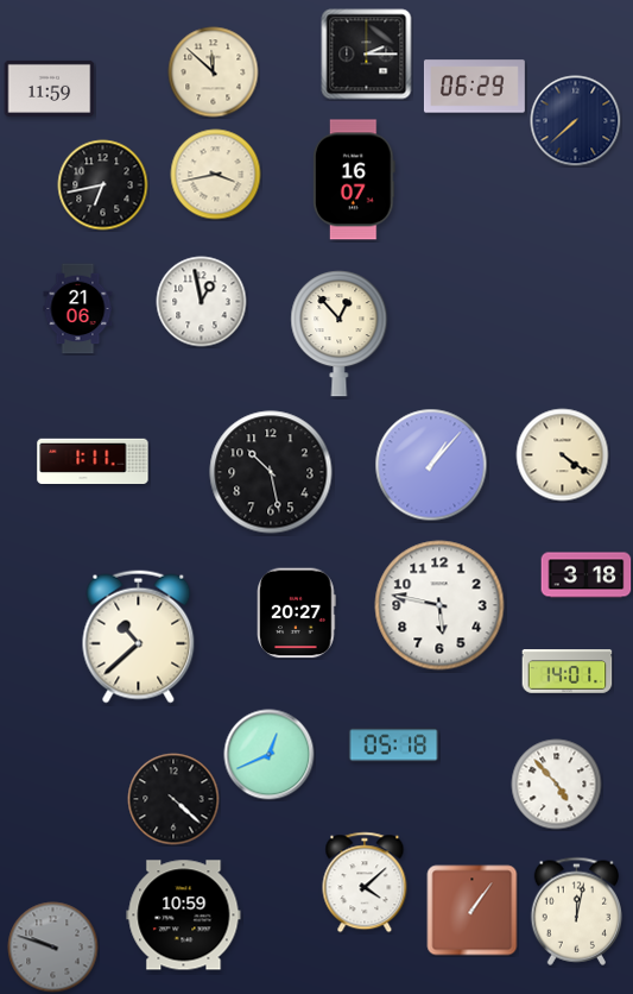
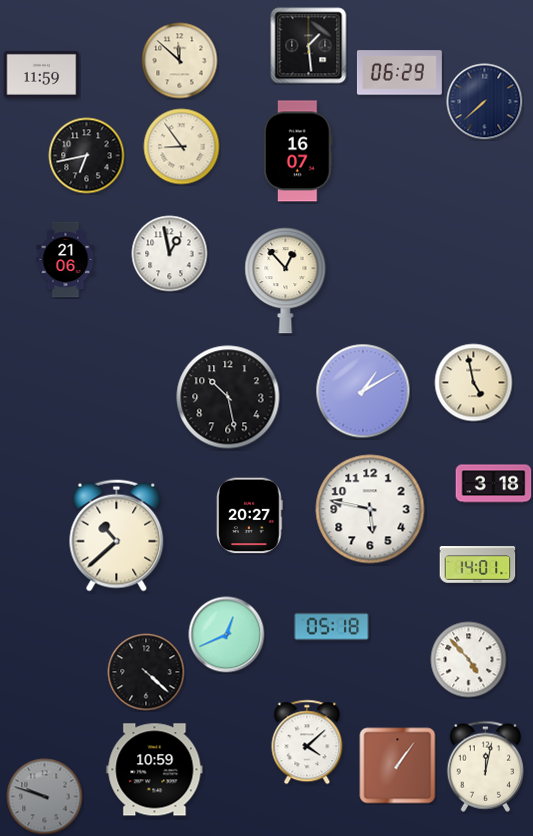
clock at (367, 55): 2:15 -> 1:29
clock at (216, 175): 3:43 -> 8:54
clock at (563, 455): 4:21 -> 4:58
clock at (93, 461): 1:11 -> none
clock at (431, 465): 1:07 -> 1:10
